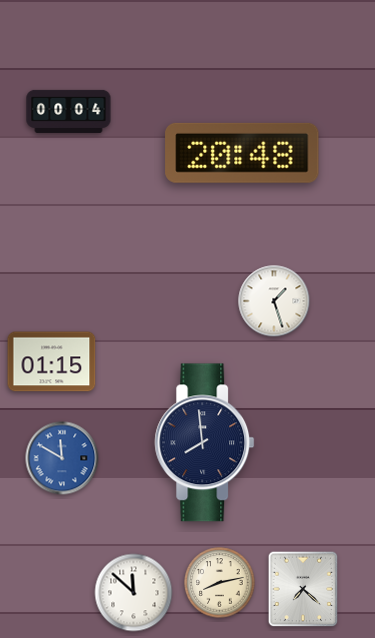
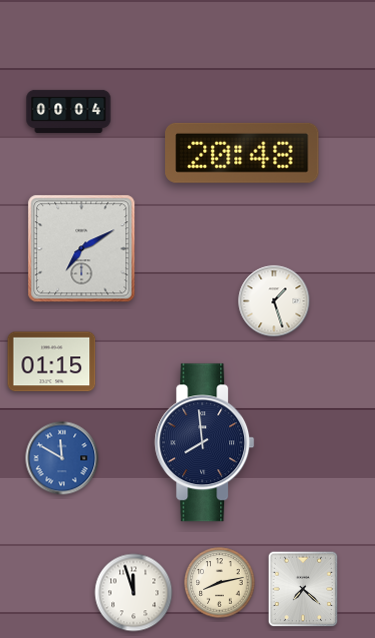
clock at (82, 249): none -> 7:10
clock at (134, 593): 11:52 -> 11:57
